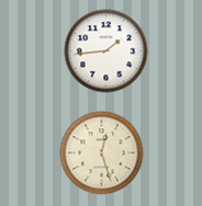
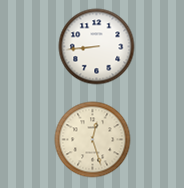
clock at (106, 51): 1:44 -> 8:44
